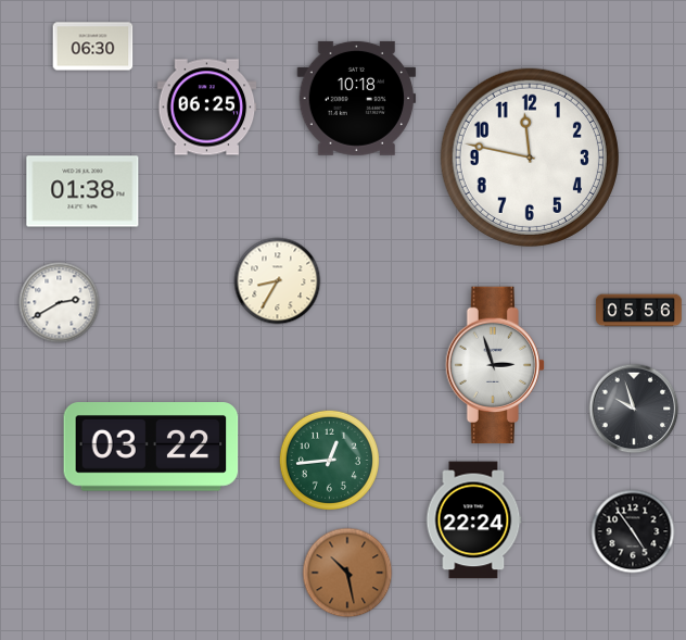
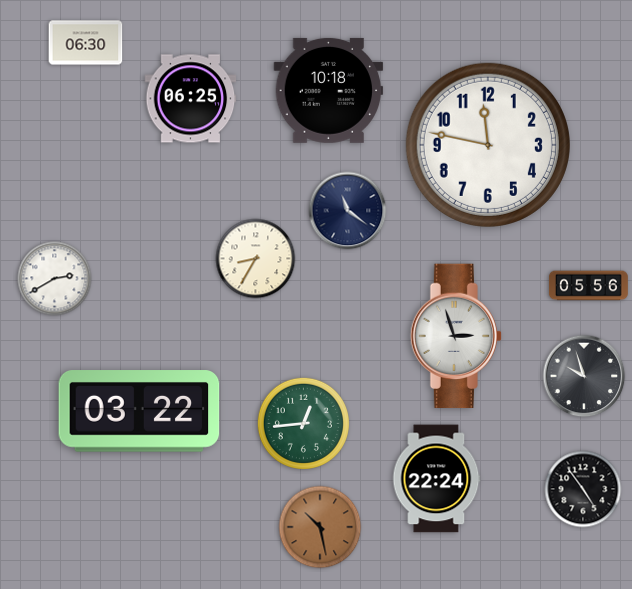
clock at (82, 191): 01:38 -> none
clock at (348, 211): none -> 11:21
